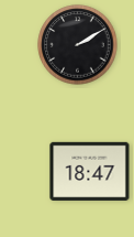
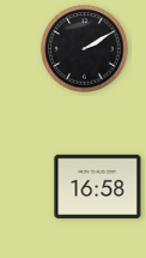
clock at (90, 171): 18:47 -> 16:58
